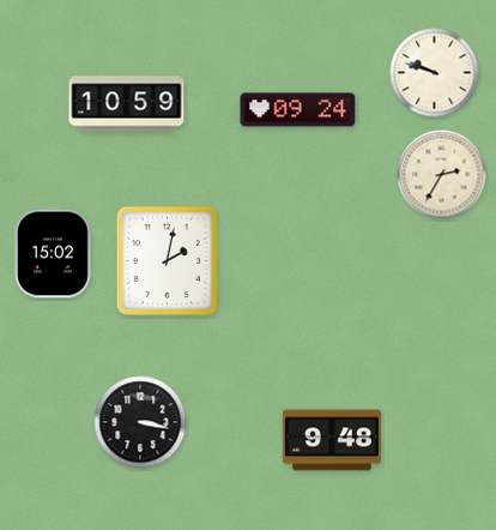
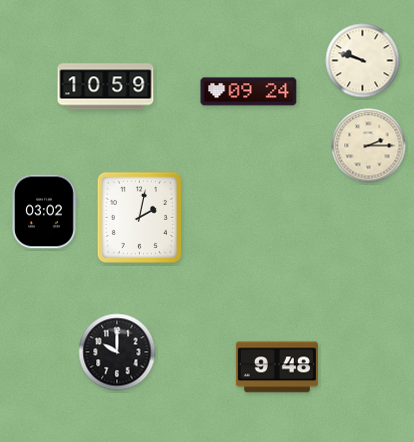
clock at (442, 175): 2:35 -> 2:15
clock at (53, 254): 15:02 -> 03:02
clock at (140, 422): 3:17 -> 10:00
